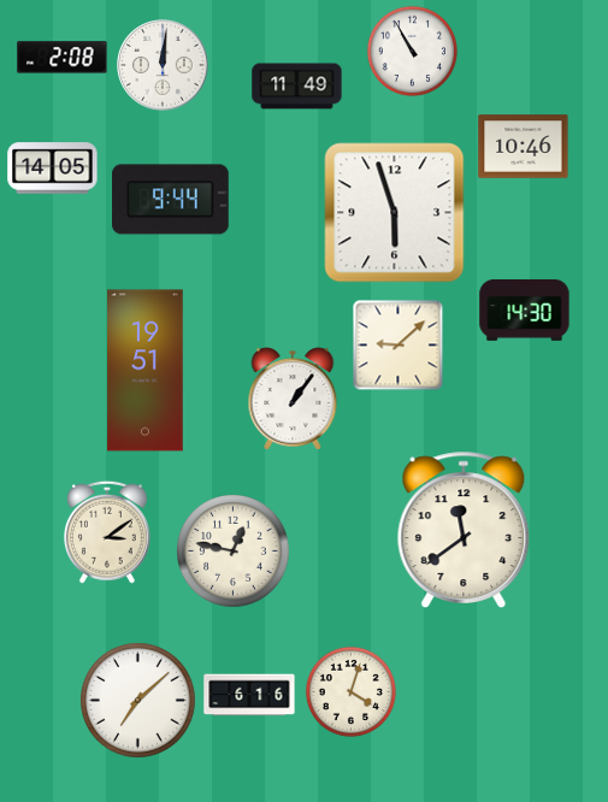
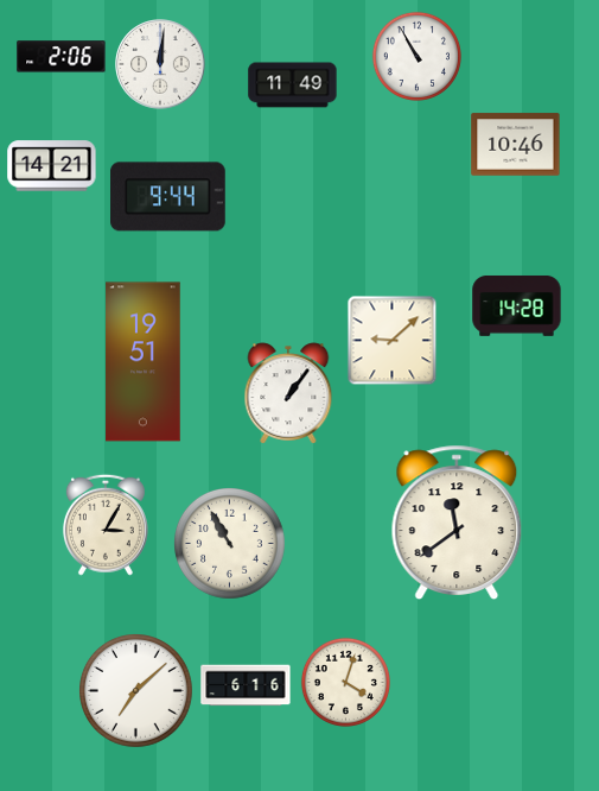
clock at (412, 51) position: (412, 51) -> (416, 56)
clock at (63, 58): 2:08 -> 2:06
clock at (53, 169): 14:05 -> 14:21
clock at (395, 213): 5:57 -> none
clock at (525, 311): 14:30 -> 14:28
clock at (146, 371) position: (146, 371) -> (144, 362)
clock at (107, 532): 3:09 -> 3:05
clock at (234, 552): 12:47 -> 10:55
